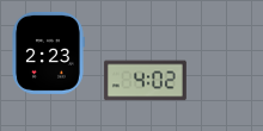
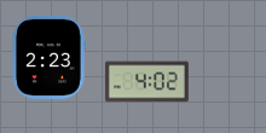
clock at (49, 52) position: (49, 52) -> (50, 57)
